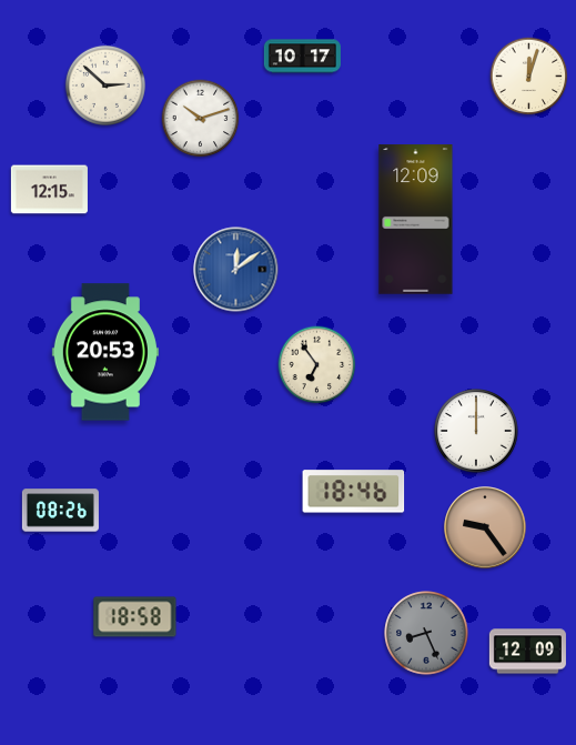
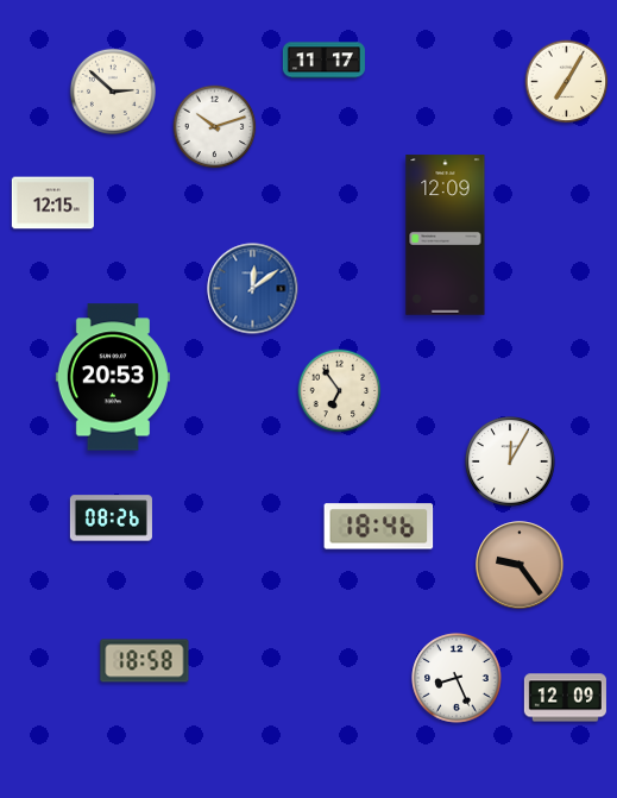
clock at (302, 57): 10:17 -> 11:17
clock at (529, 77): 12:03 -> 7:05
clock at (476, 431): 12:00 -> 12:05
clock at (60, 511) position: (60, 511) -> (111, 519)
clock at (426, 633) dial: grey -> white
